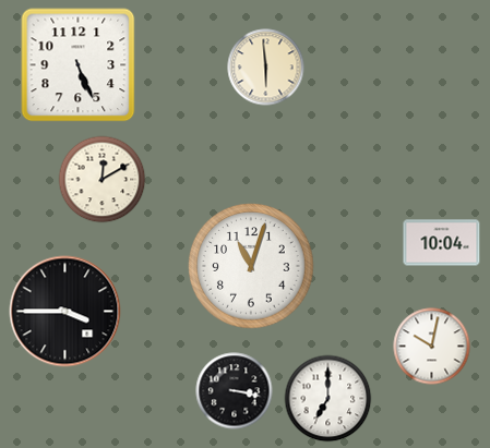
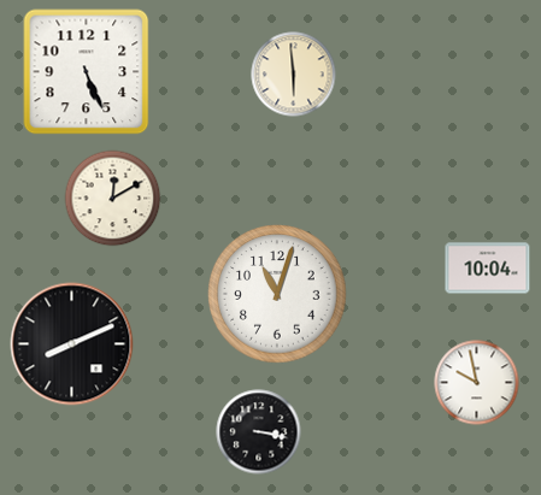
clock at (65, 312): 3:45 -> 8:11
clock at (432, 347): 10:02 -> 9:58
clock at (328, 399): 7:00 -> none
